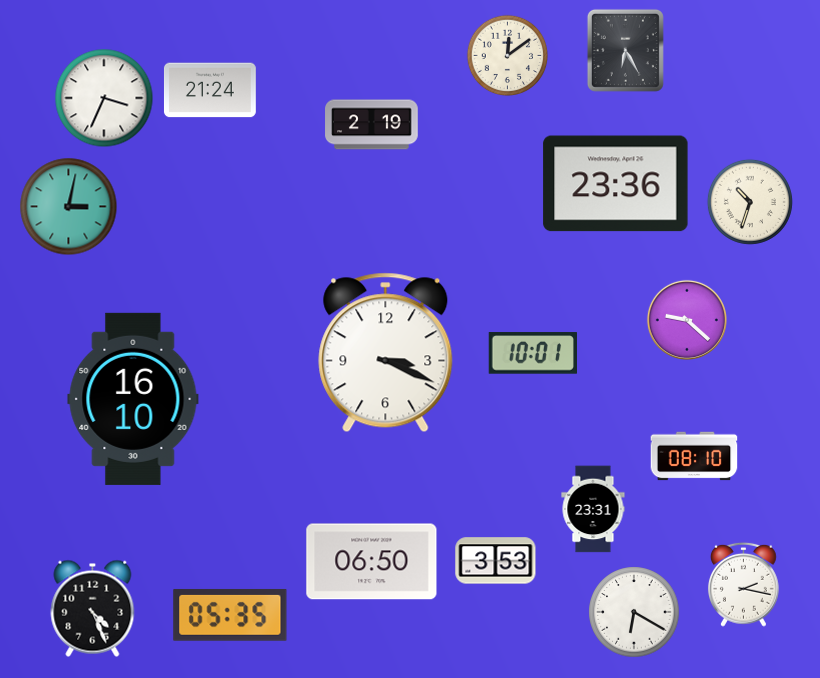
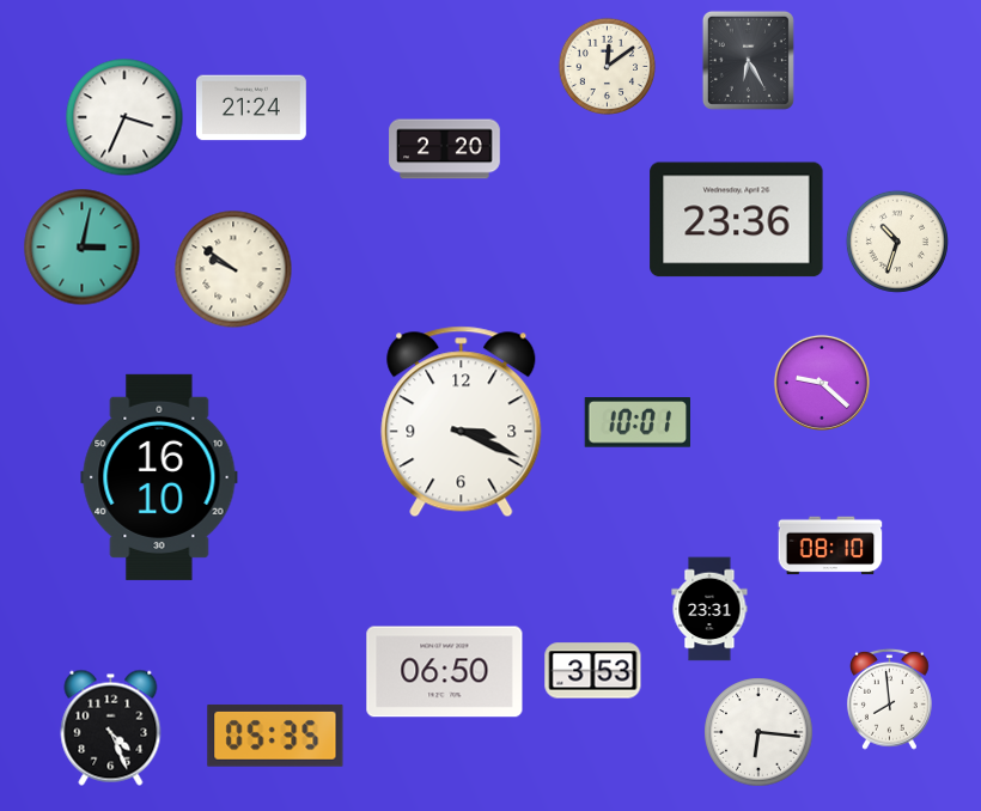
clock at (372, 125): 2:19 -> 2:20
clock at (233, 269): none -> 9:51
clock at (743, 584): 2:17 -> 7:59
clock at (634, 612): 6:20 -> 6:16
